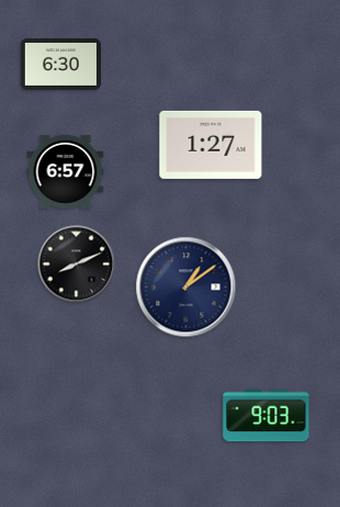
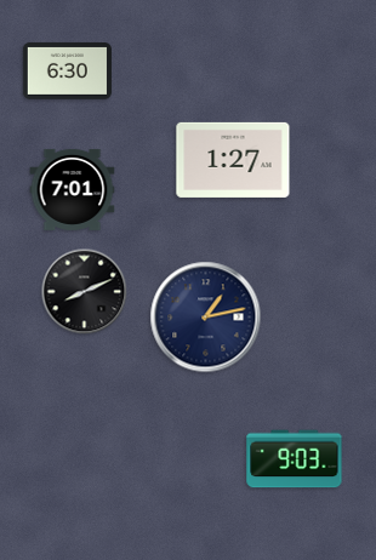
clock at (66, 171): 6:57 -> 7:01
clock at (186, 288): 1:09 -> 1:13
